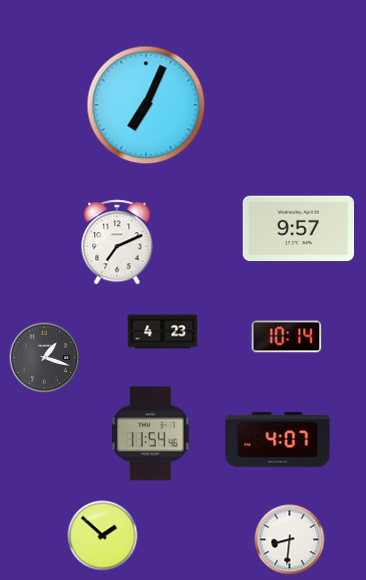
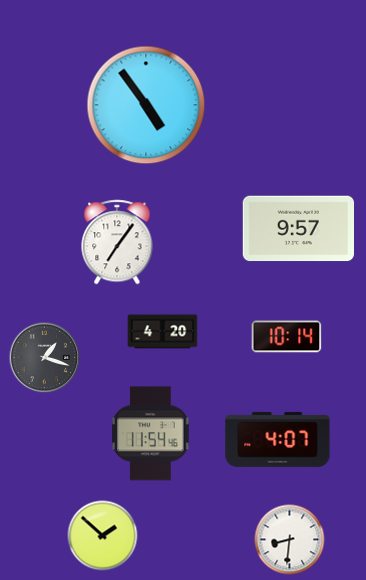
clock at (146, 105): 7:04 -> 4:54
clock at (117, 242): 7:11 -> 7:06
clock at (163, 332): 4:23 -> 4:20
